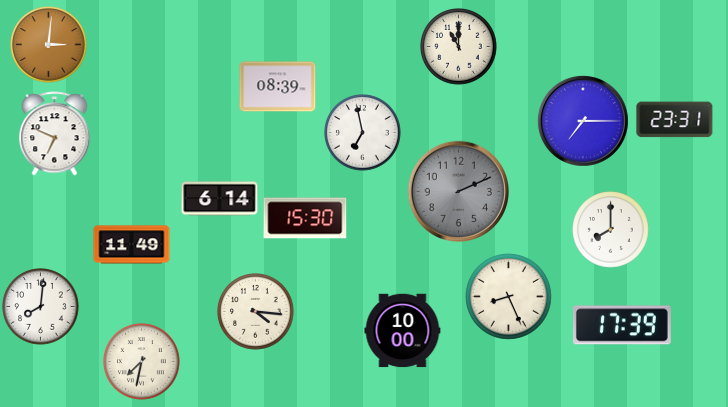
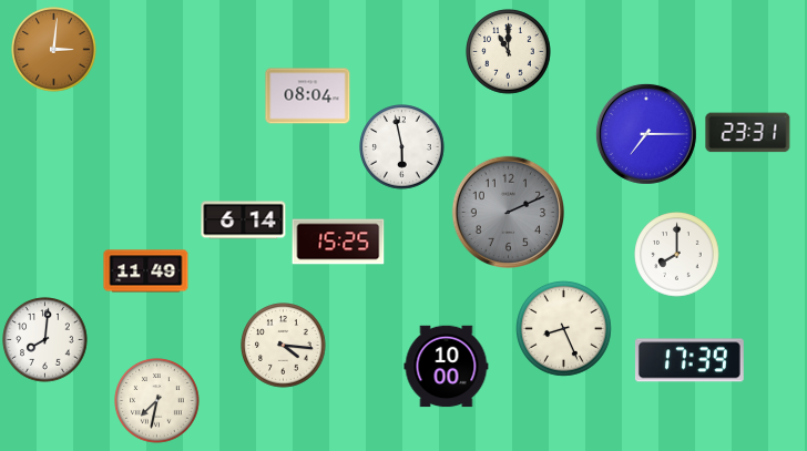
clock at (278, 87): 08:39 -> 08:04
clock at (363, 133): 6:58 -> 5:58
clock at (55, 134): 6:49 -> none
clock at (305, 218): 15:30 -> 15:25
